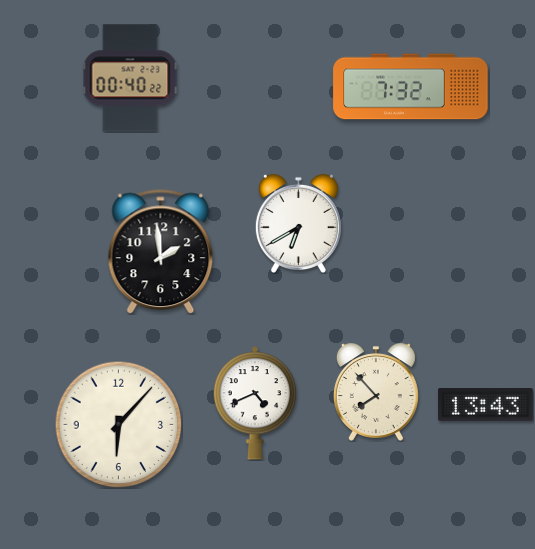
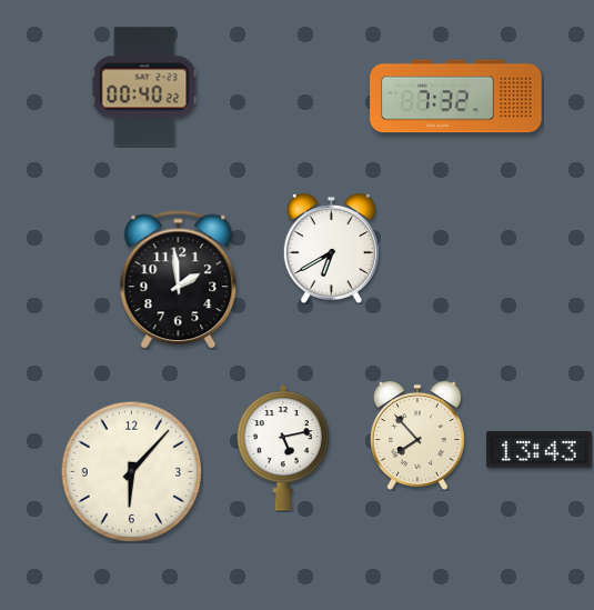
clock at (255, 403): 4:41 -> 5:13
